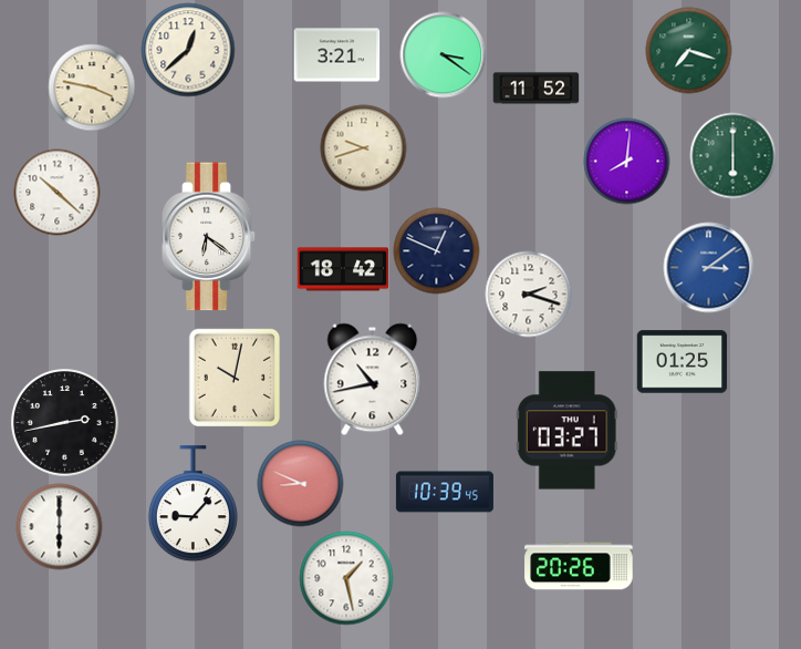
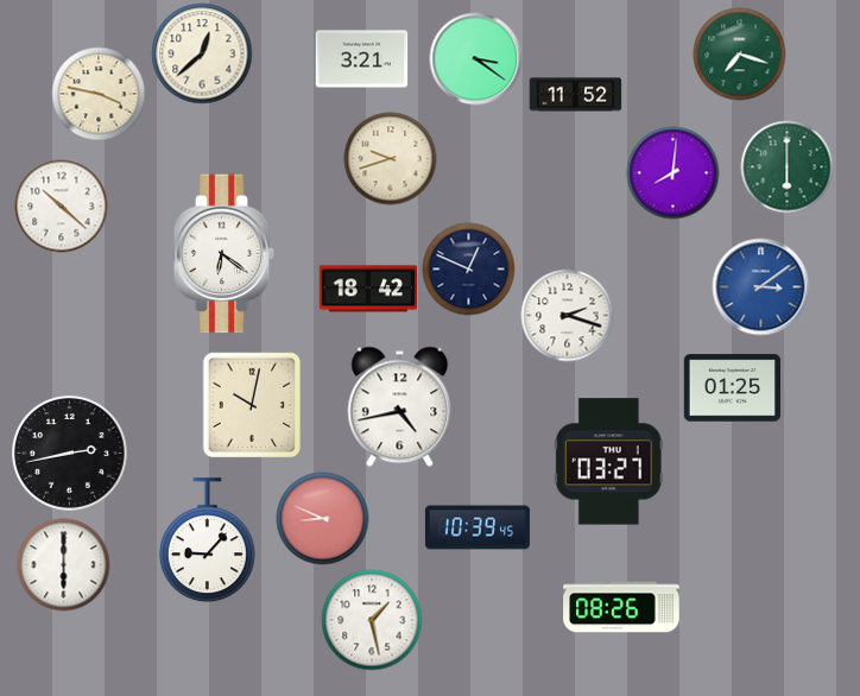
clock at (373, 379): 10:43 -> 4:43
clock at (579, 566): 20:26 -> 08:26
